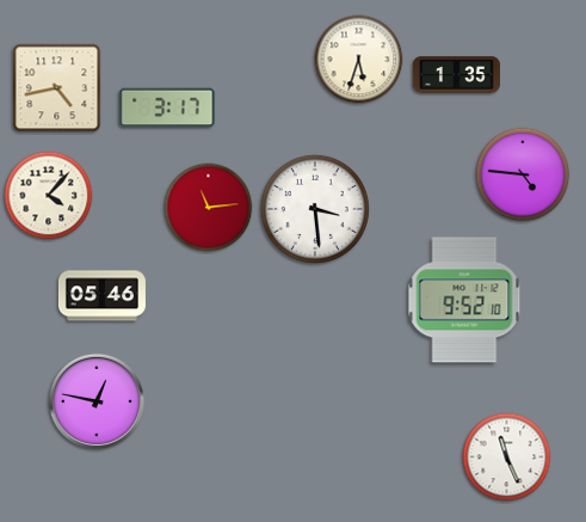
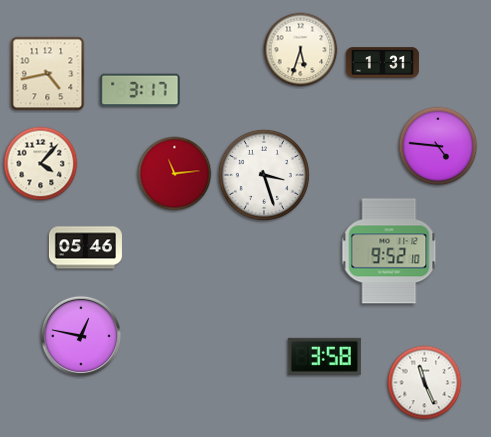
clock at (456, 75): 1:35 -> 1:31
clock at (315, 209): 3:29 -> 3:27
clock at (324, 356): none -> 3:58
